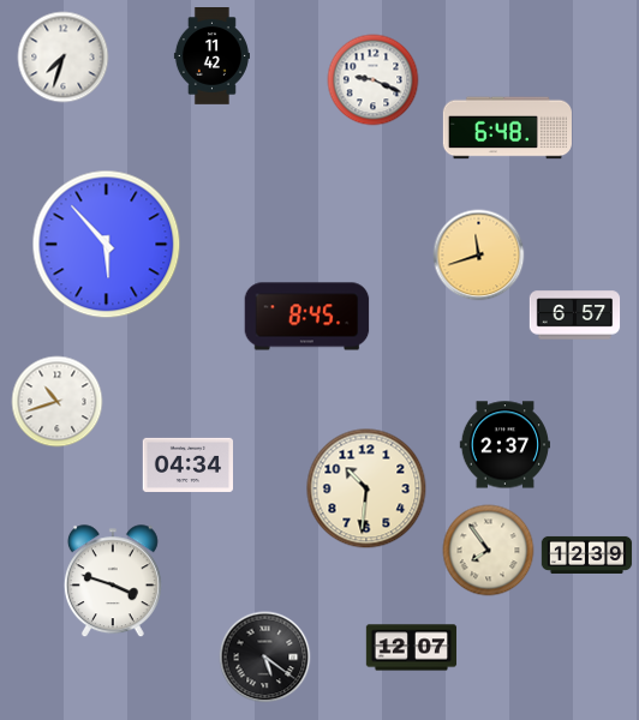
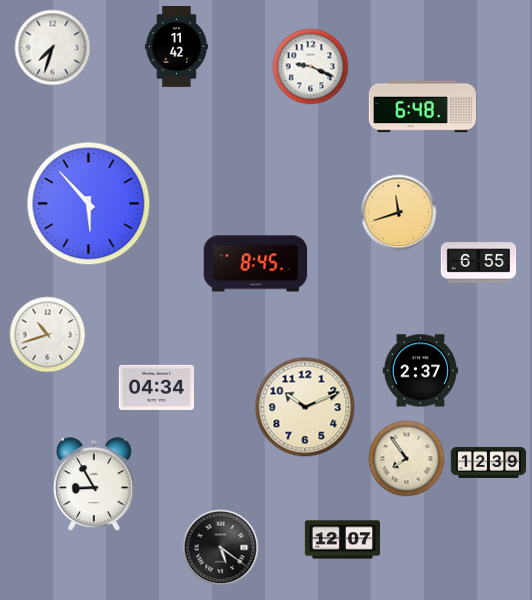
clock at (575, 316): 6:57 -> 6:55
clock at (366, 488): 10:31 -> 10:11
clock at (113, 582): 3:48 -> 8:55
